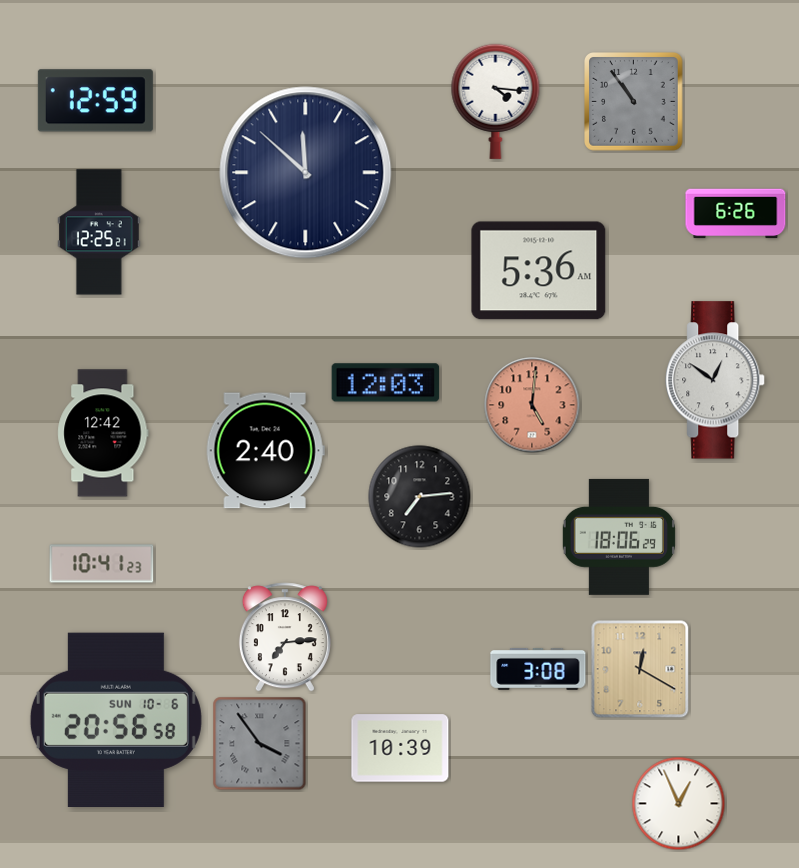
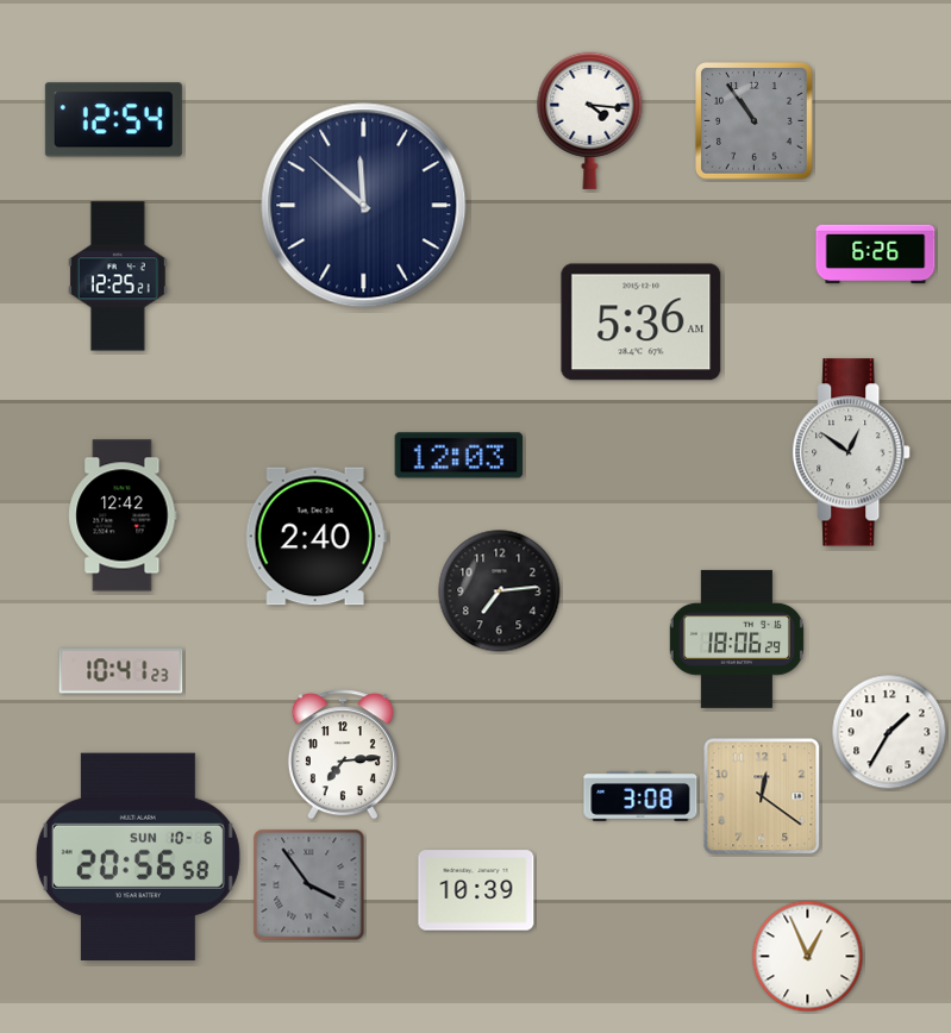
clock at (95, 101): 12:59 -> 12:54
clock at (532, 405): 5:01 -> none
clock at (889, 732): none -> 1:35
clock at (285, 637) position: (285, 637) -> (343, 755)
clock at (640, 669): 12:20 -> 12:21
